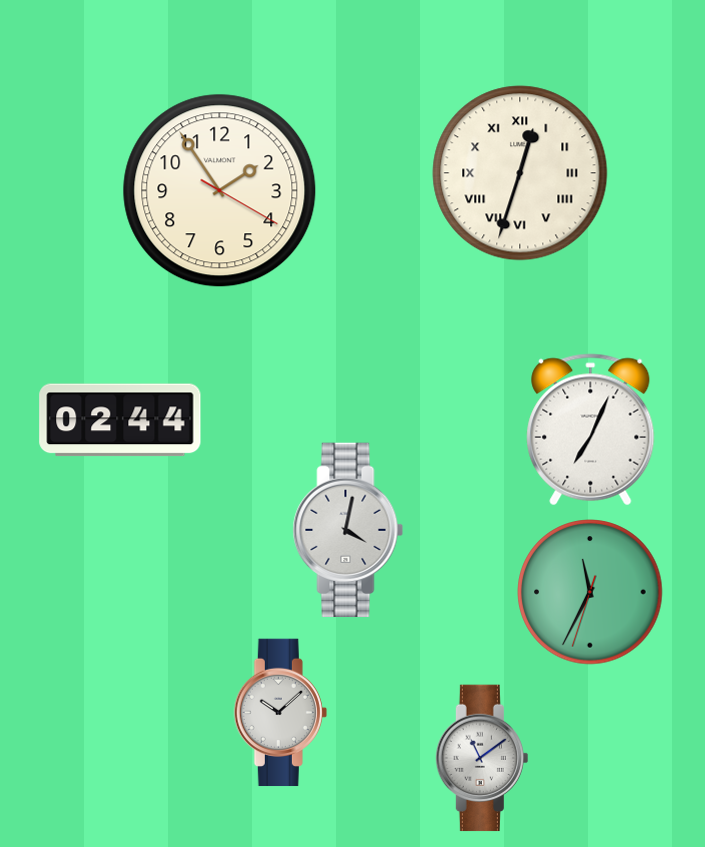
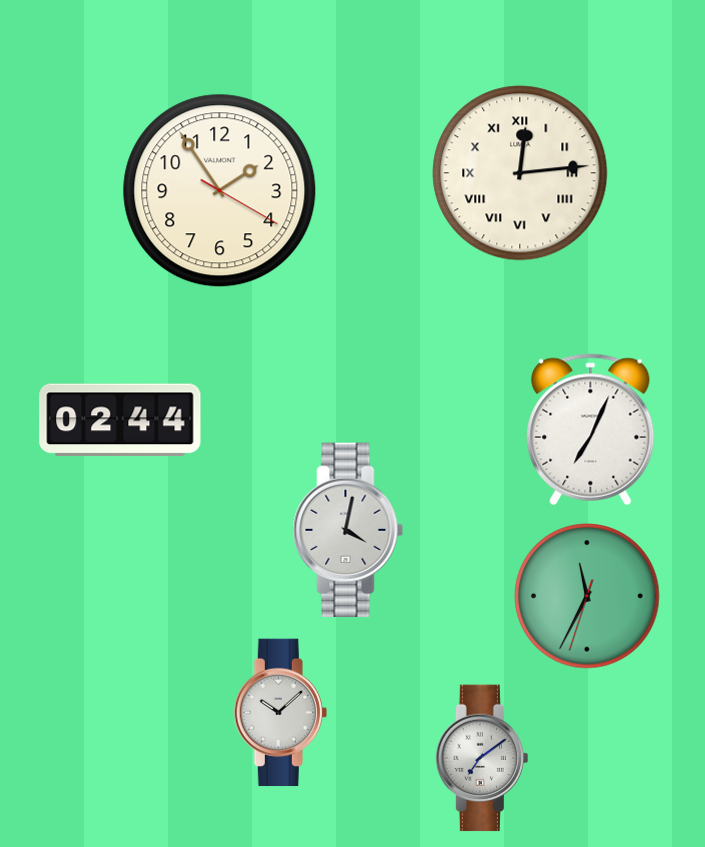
clock at (520, 173): 12:33 -> 12:14
clock at (590, 592) position: (590, 592) -> (587, 596)
clock at (482, 758): 11:09 -> 7:09
